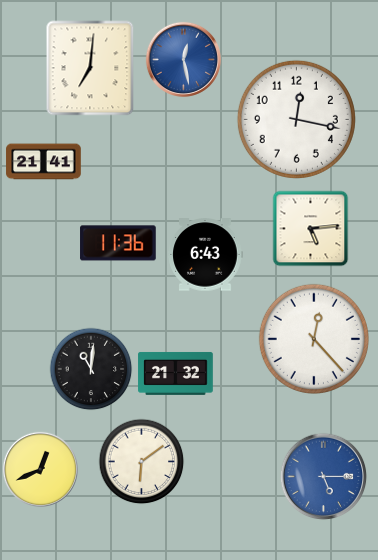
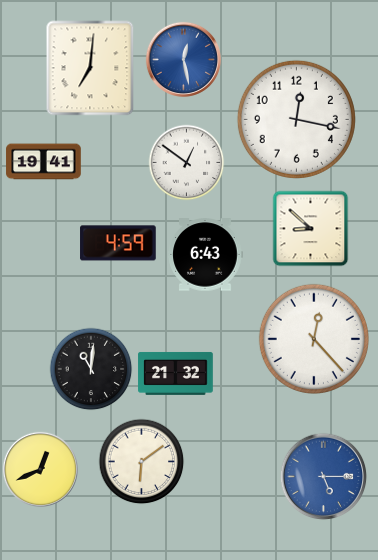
clock at (44, 162): 21:41 -> 19:41
clock at (187, 163): none -> 12:51
clock at (311, 229): 5:14 -> 8:52
clock at (118, 243): 11:36 -> 4:59
